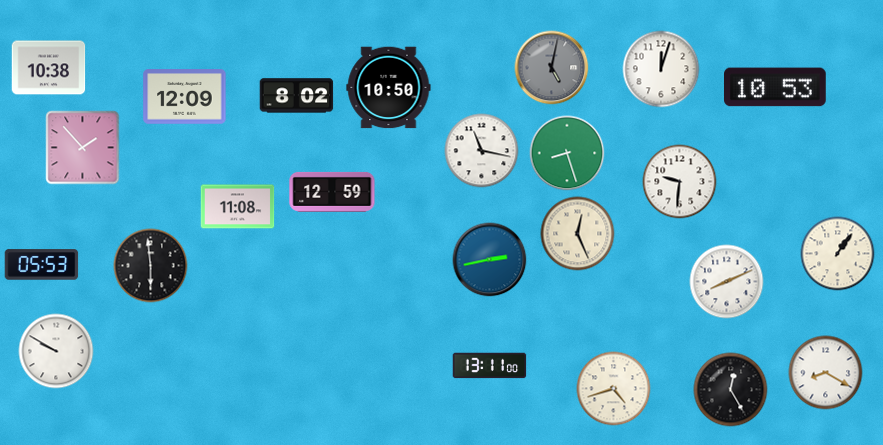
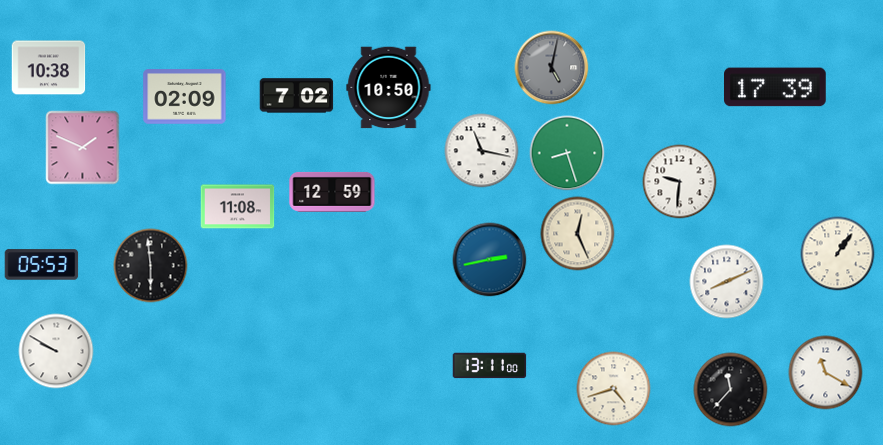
clock at (661, 69): 12:03 -> none
clock at (776, 87): 10:53 -> 17:39
clock at (297, 96): 8:02 -> 7:02
clock at (185, 97): 12:09 -> 02:09
clock at (83, 148): 1:53 -> 1:49
clock at (826, 373): 8:20 -> 11:20
clock at (731, 390): 12:25 -> 11:37
